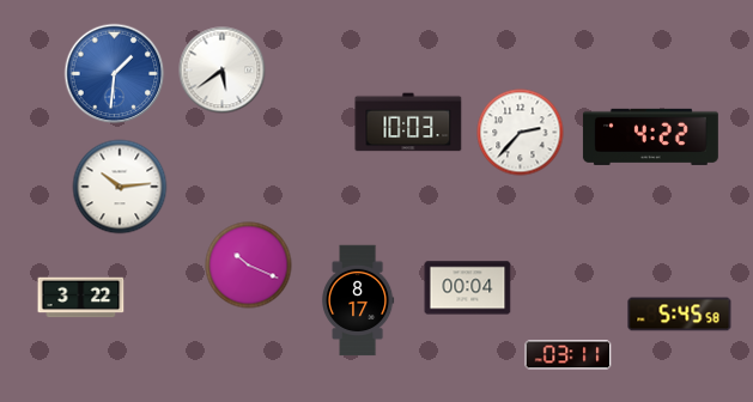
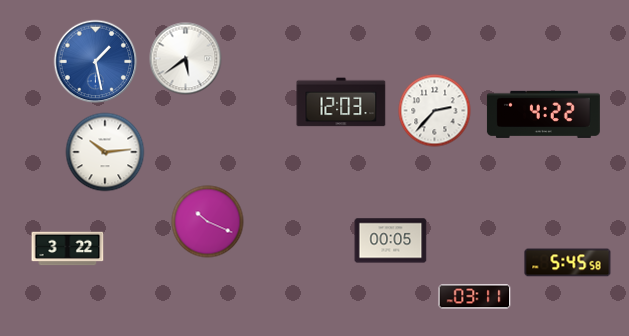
clock at (115, 74): 1:31 -> 1:28
clock at (408, 122): 10:03 -> 12:03
clock at (120, 187) position: (120, 187) -> (105, 152)
clock at (468, 288): 00:04 -> 00:05
clock at (359, 300): 8:17 -> none
